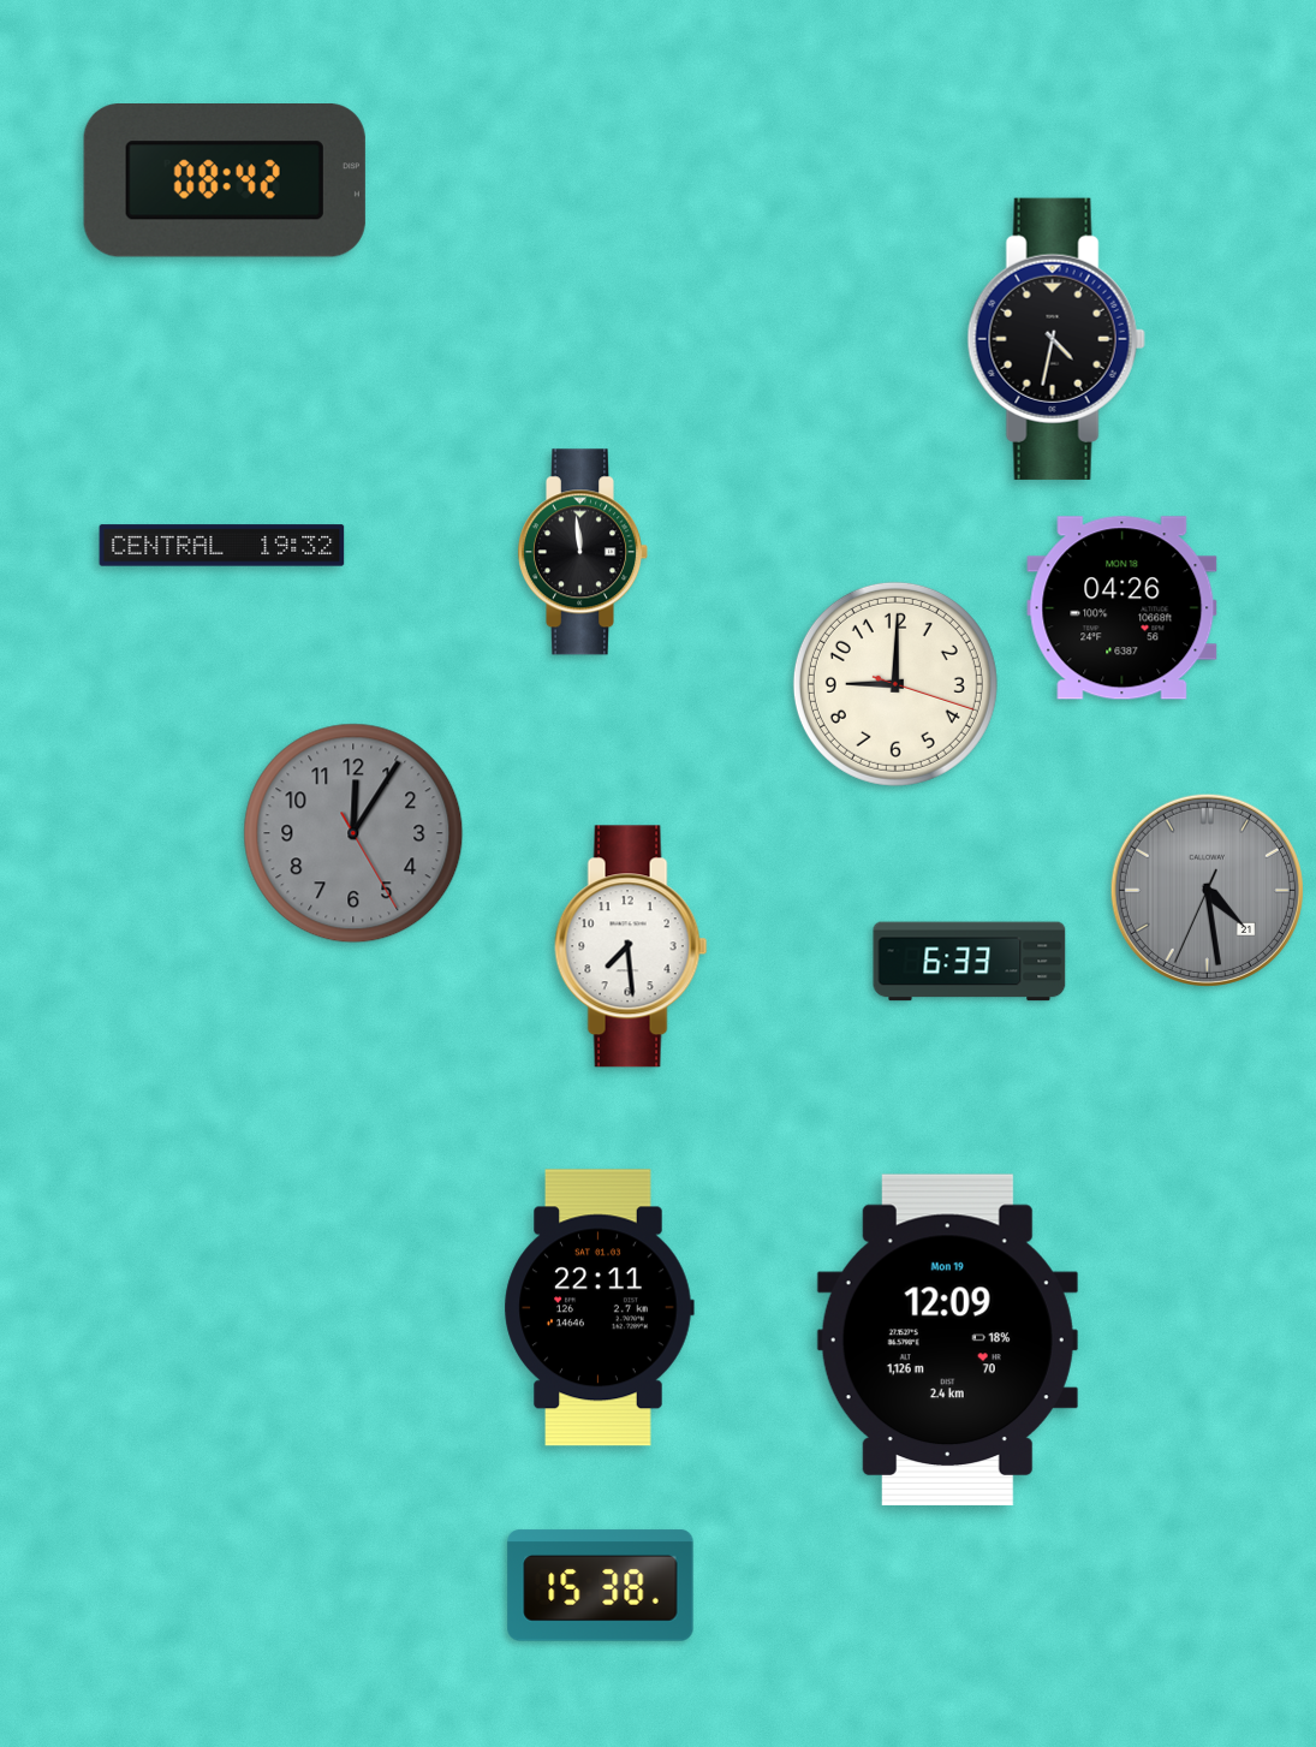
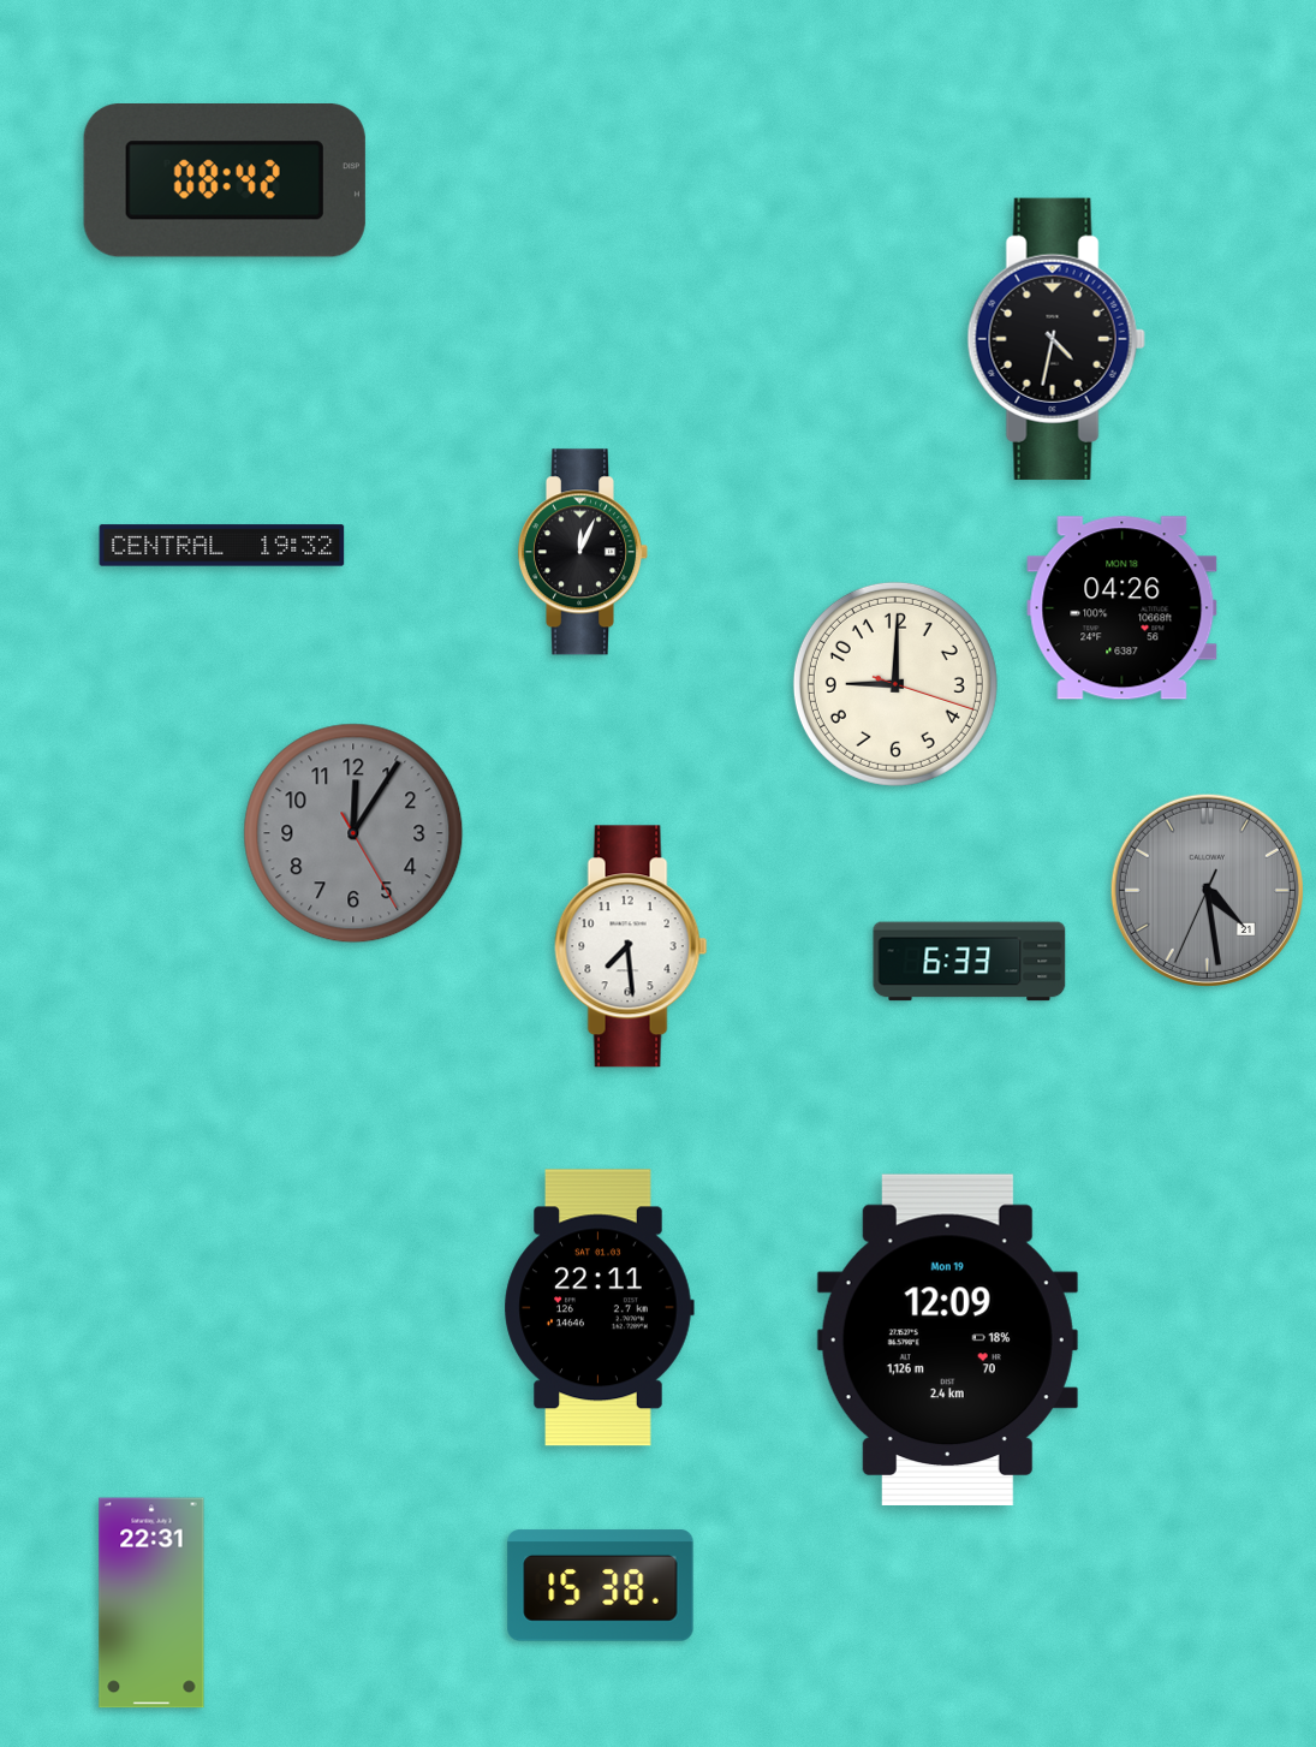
clock at (583, 552): 11:59 -> 12:04
clock at (151, 1603): none -> 22:31
